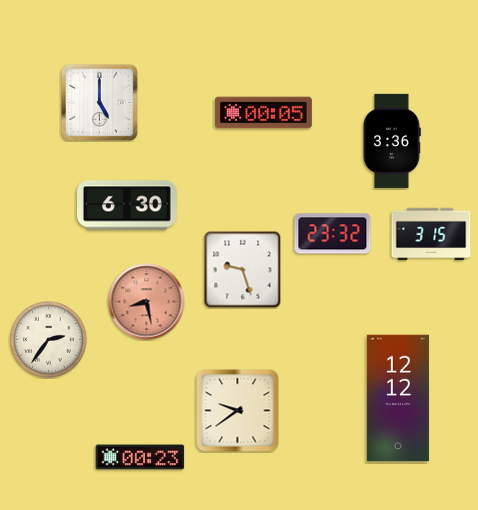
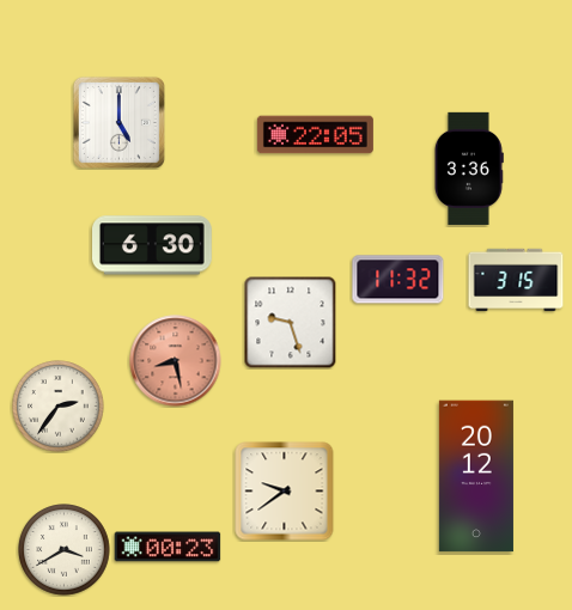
clock at (263, 113): 00:05 -> 22:05
clock at (333, 234): 23:32 -> 11:32
clock at (398, 398): 12:12 -> 20:12
clock at (65, 550): none -> 3:40
